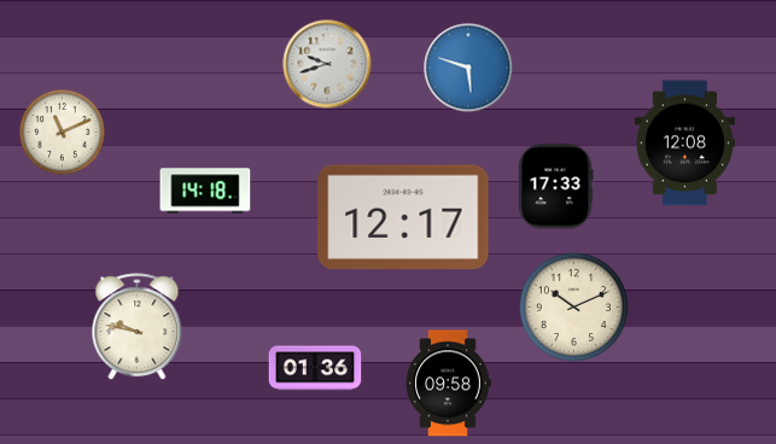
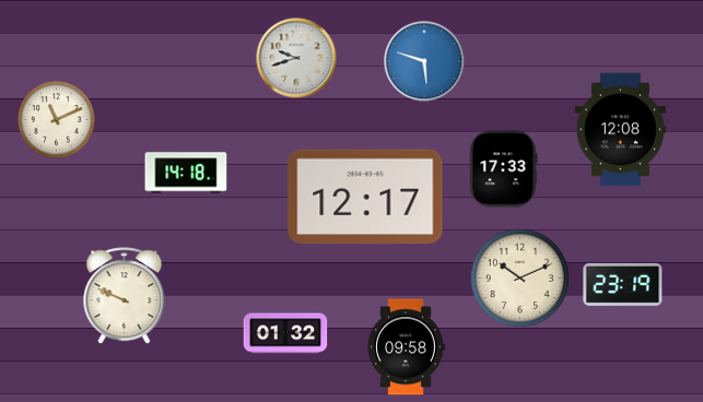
clock at (623, 284): none -> 23:19
clock at (138, 327): 9:47 -> 9:49
clock at (315, 368): 01:36 -> 01:32
